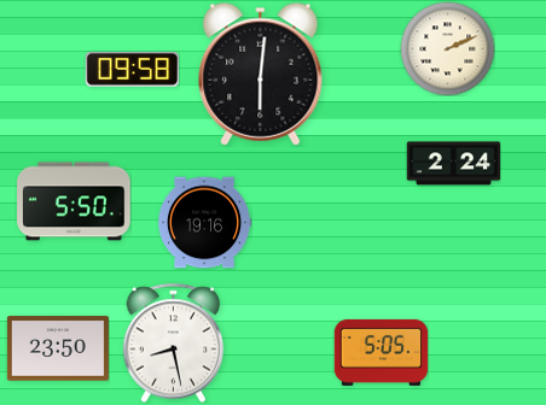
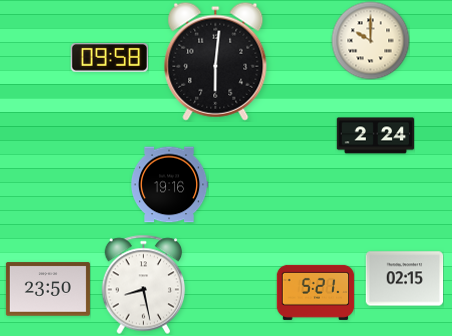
clock at (447, 48): 2:11 -> 10:00
clock at (74, 201): 5:50 -> none
clock at (404, 279): none -> 02:15
clock at (381, 352): 5:05 -> 5:21
